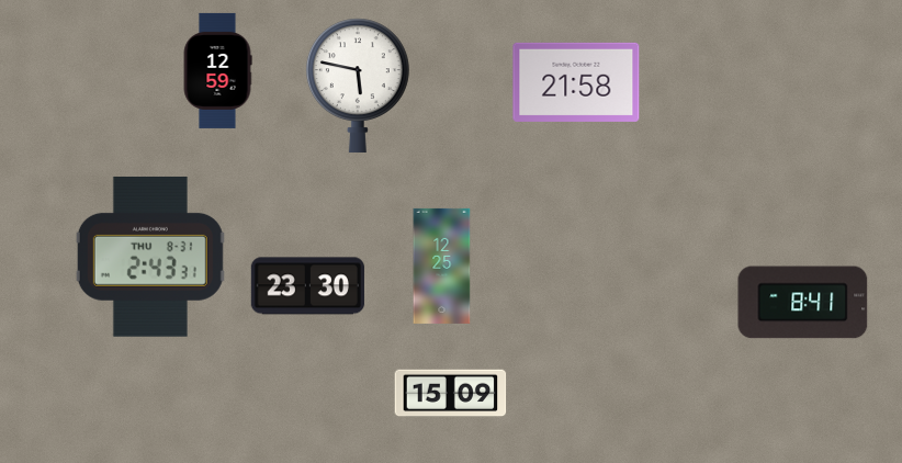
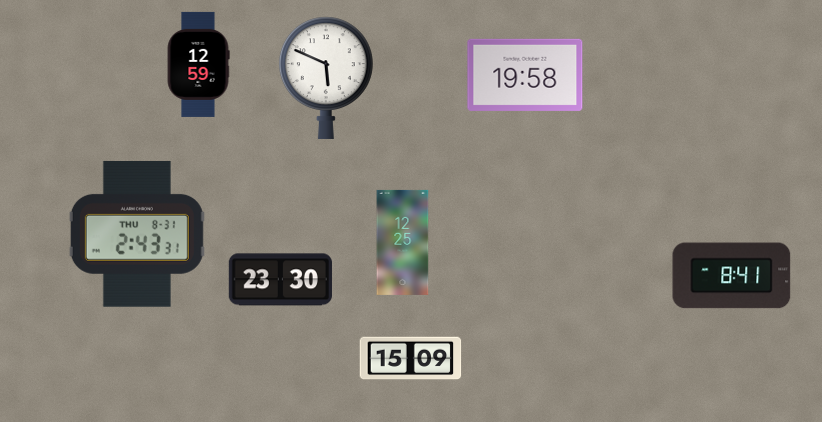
clock at (576, 82): 21:58 -> 19:58
clock at (358, 86): 5:47 -> 5:49
clock at (307, 286) position: (307, 286) -> (280, 280)
